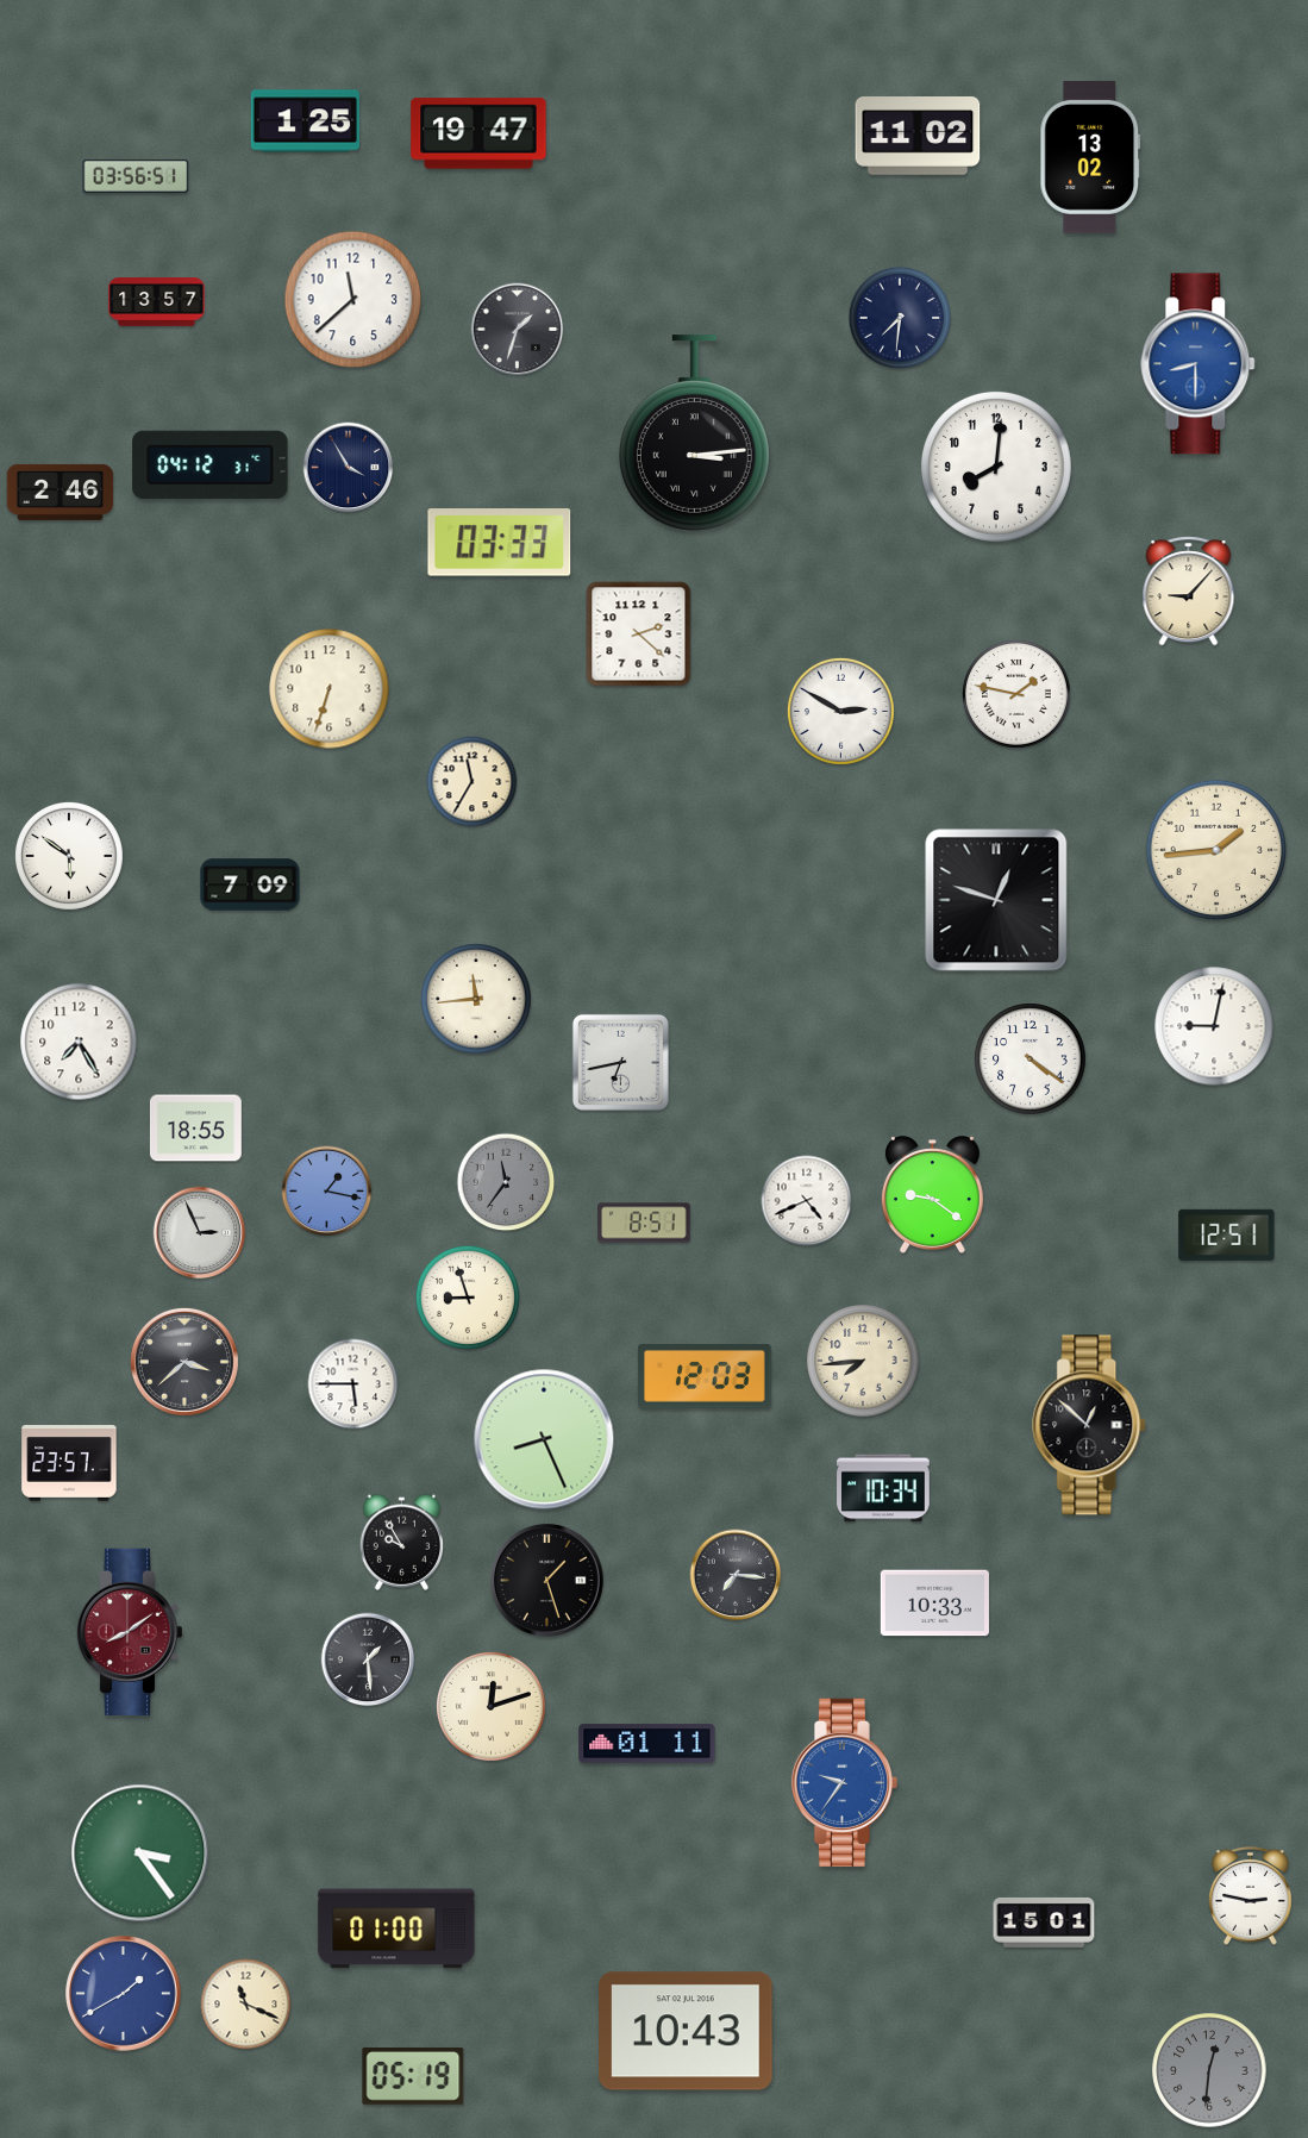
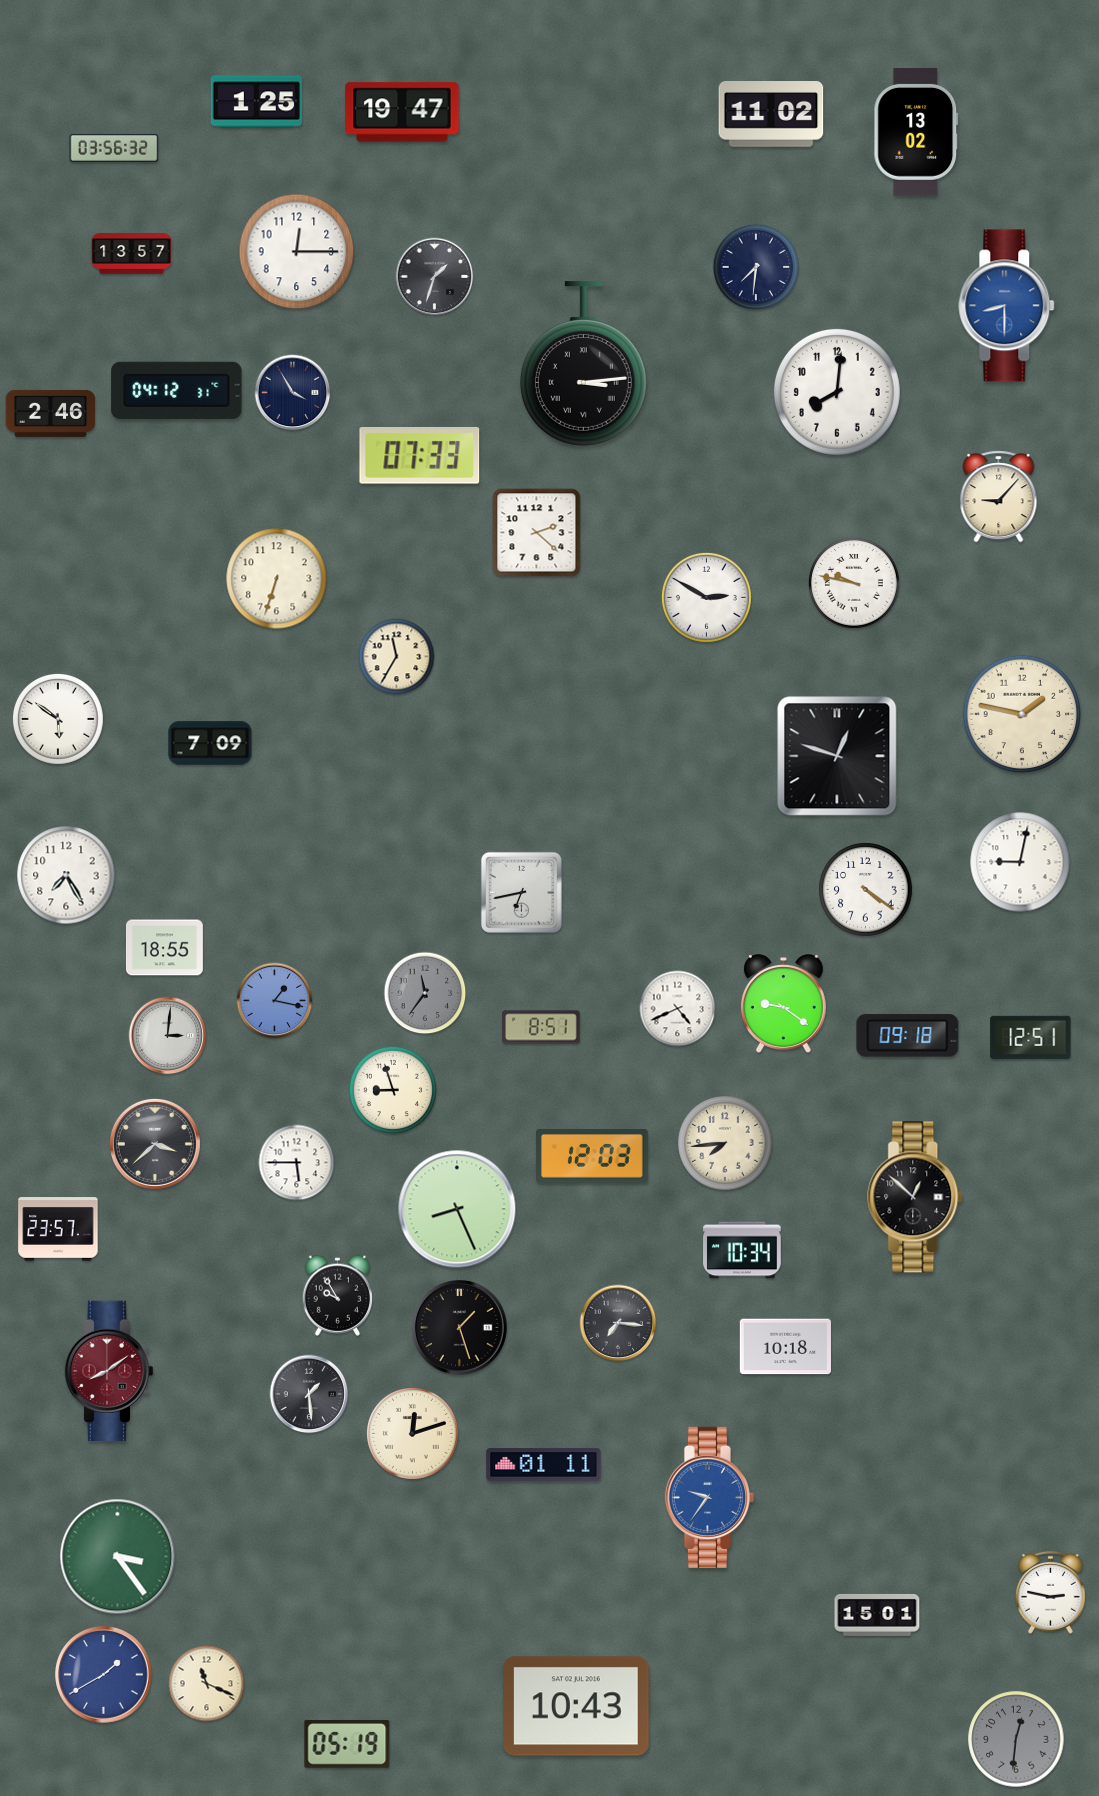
clock at (136, 176): 03:56:51 -> 03:56:32
clock at (353, 300): 11:38 -> 12:15
clock at (500, 543): 03:33 -> 07:33
clock at (1016, 694): 1:47 -> 9:47
clock at (1216, 850): 1:44 -> 1:47
clock at (477, 1000): 11:44 -> none
clock at (200, 1233): 2:56 -> 3:01
clock at (908, 1036): none -> 09:18
clock at (934, 1603): 10:33 -> 10:18
clock at (396, 1928): 01:00 -> none
